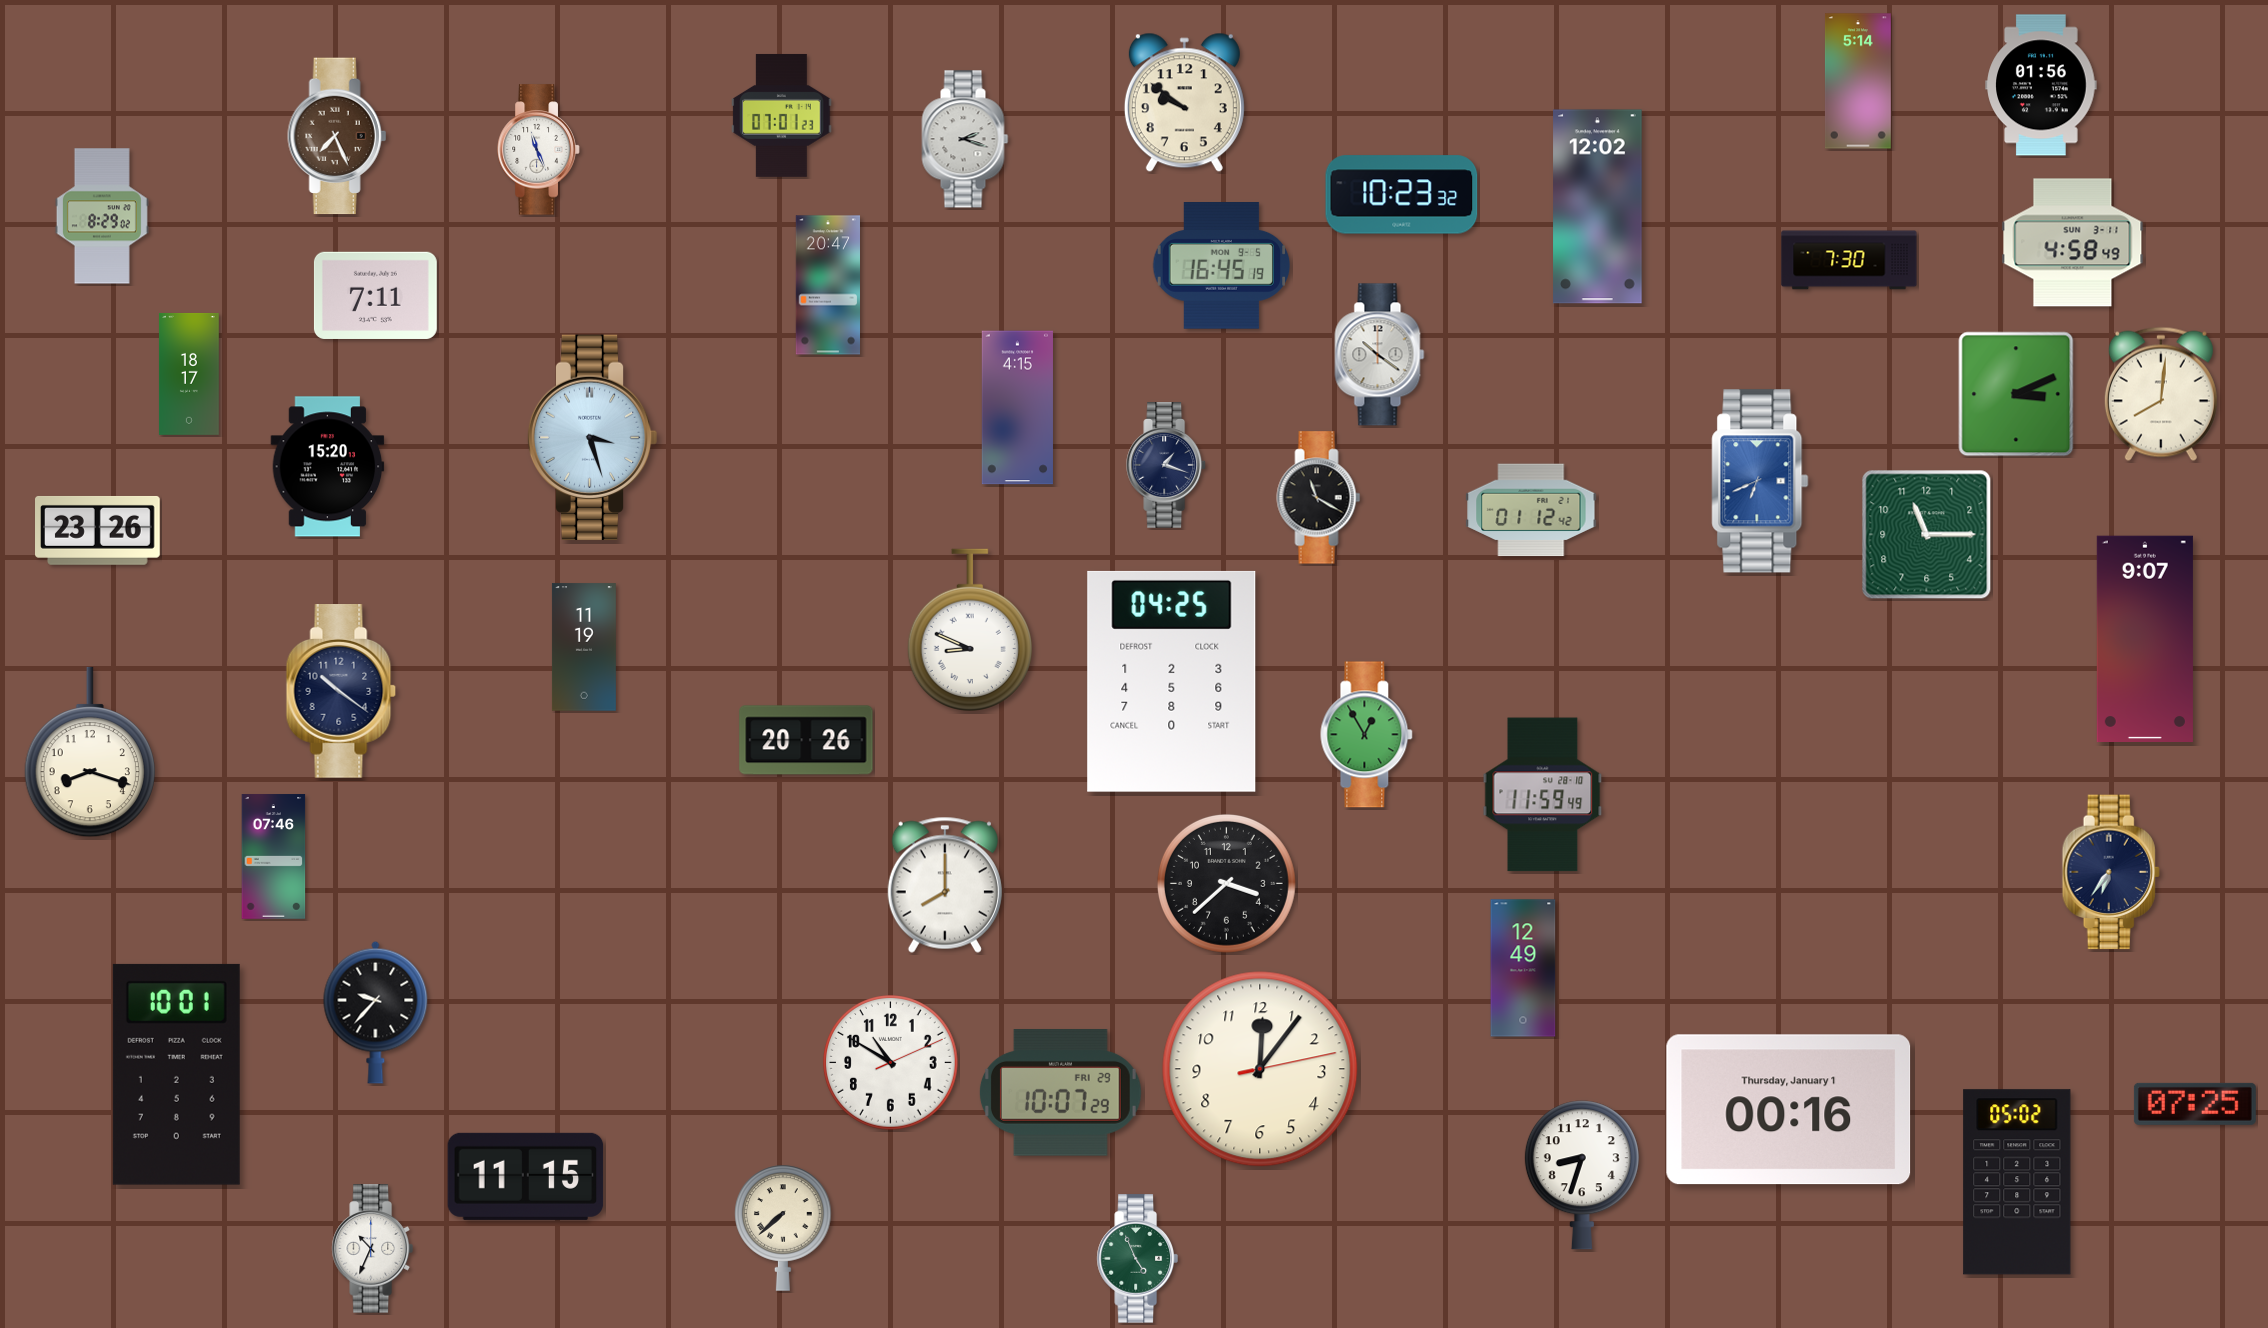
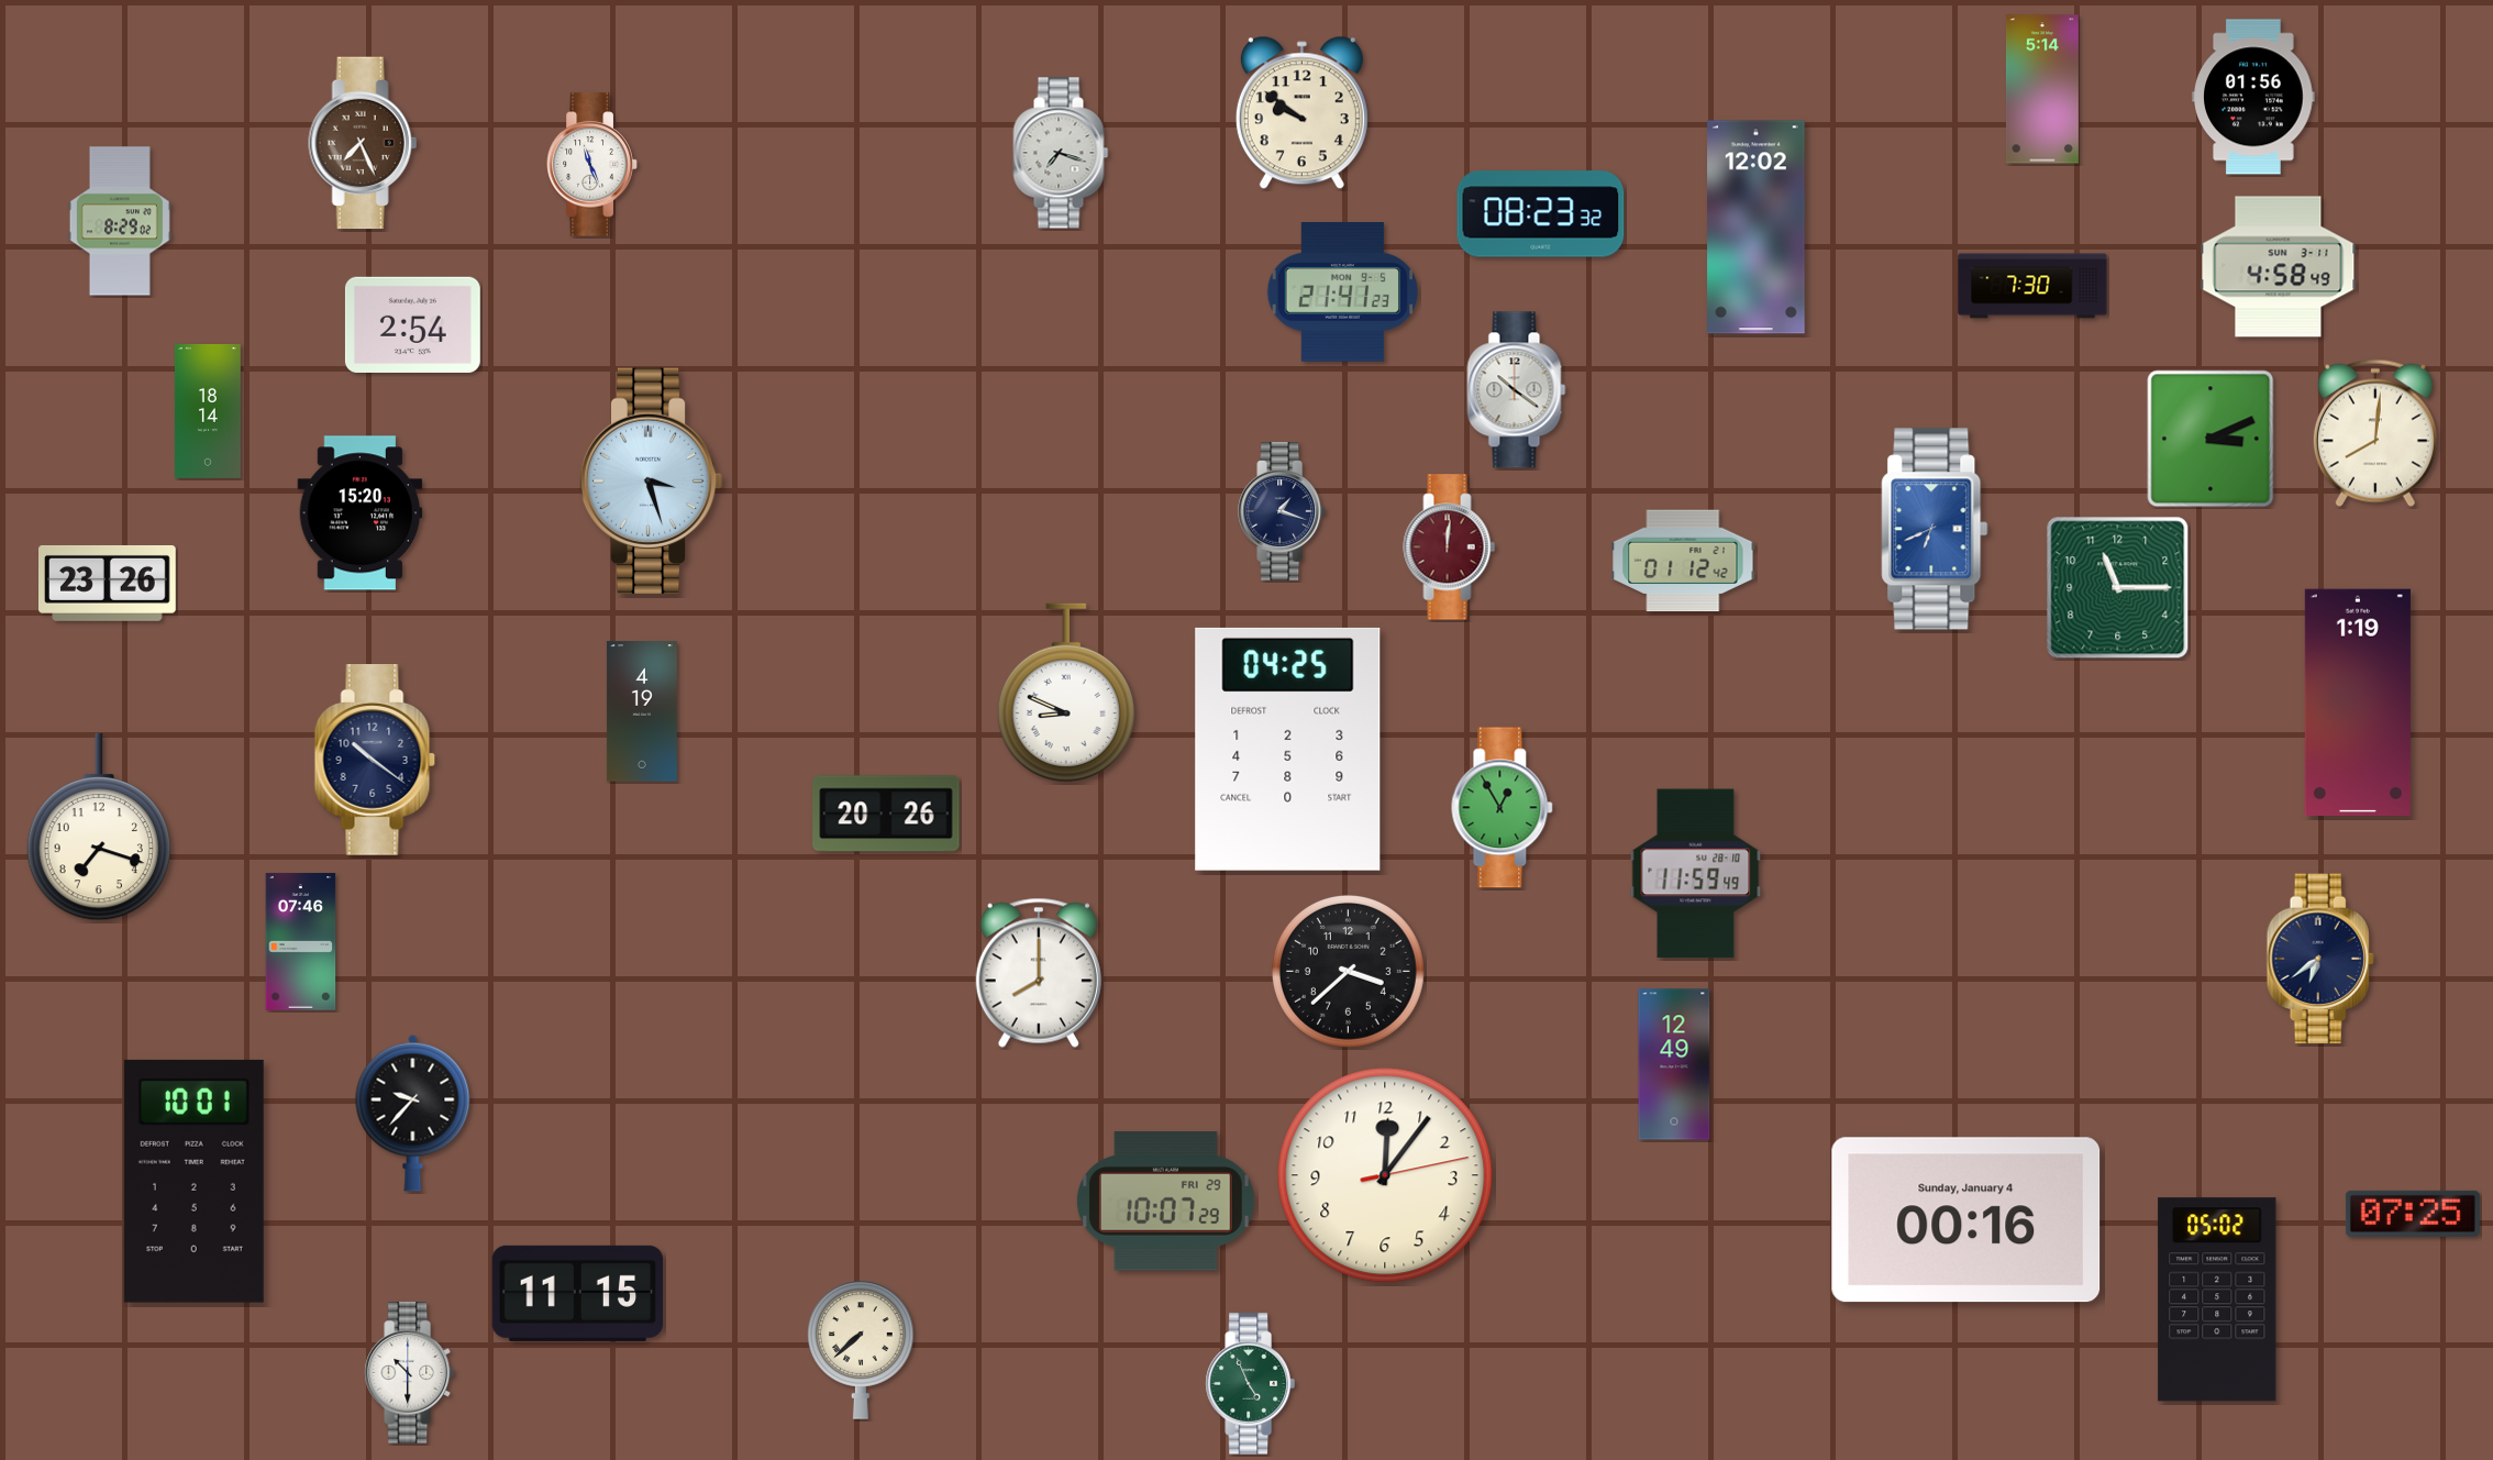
clock at (2041, 85) position: (2041, 85) -> (2253, 97)
clock at (782, 115): 07:01 -> none
clock at (337, 136) position: (337, 136) -> (363, 143)
clock at (965, 139): 2:18 -> 7:18
clock at (1402, 195): 10:23 -> 08:23
clock at (102, 216) position: (102, 216) -> (120, 221)
clock at (1222, 266): 16:45 -> 21:41
clock at (827, 285): 20:47 -> none
clock at (375, 295): 7:11 -> 2:54
clock at (189, 374): 18:17 -> 18:14
clock at (2016, 394) position: (2016, 394) -> (2211, 439)
clock at (1017, 408): 4:15 -> none
clock at (1319, 498): 11:20 -> 12:01
clock at (1319, 498) dial: black -> burgundy
clock at (2145, 638): 9:07 -> 1:19
clock at (584, 647): 11:19 -> 4:19
clock at (90, 752): 8:18 -> 7:18
clock at (2111, 872): 6:36 -> 6:39
clock at (891, 1063): 10:50 -> none
clock at (1789, 1110) date: Thursday, January 1 -> Sunday, January 4
clock at (1582, 1175): 8:33 -> none
clock at (372, 1249): 10:34 -> 10:30
